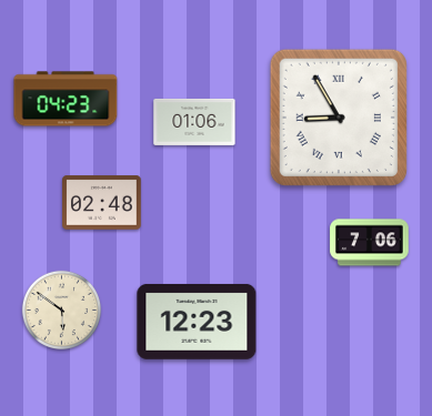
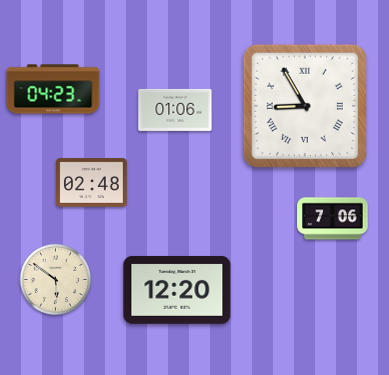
clock at (66, 99) position: (66, 99) -> (53, 89)
clock at (197, 322): 12:23 -> 12:20
